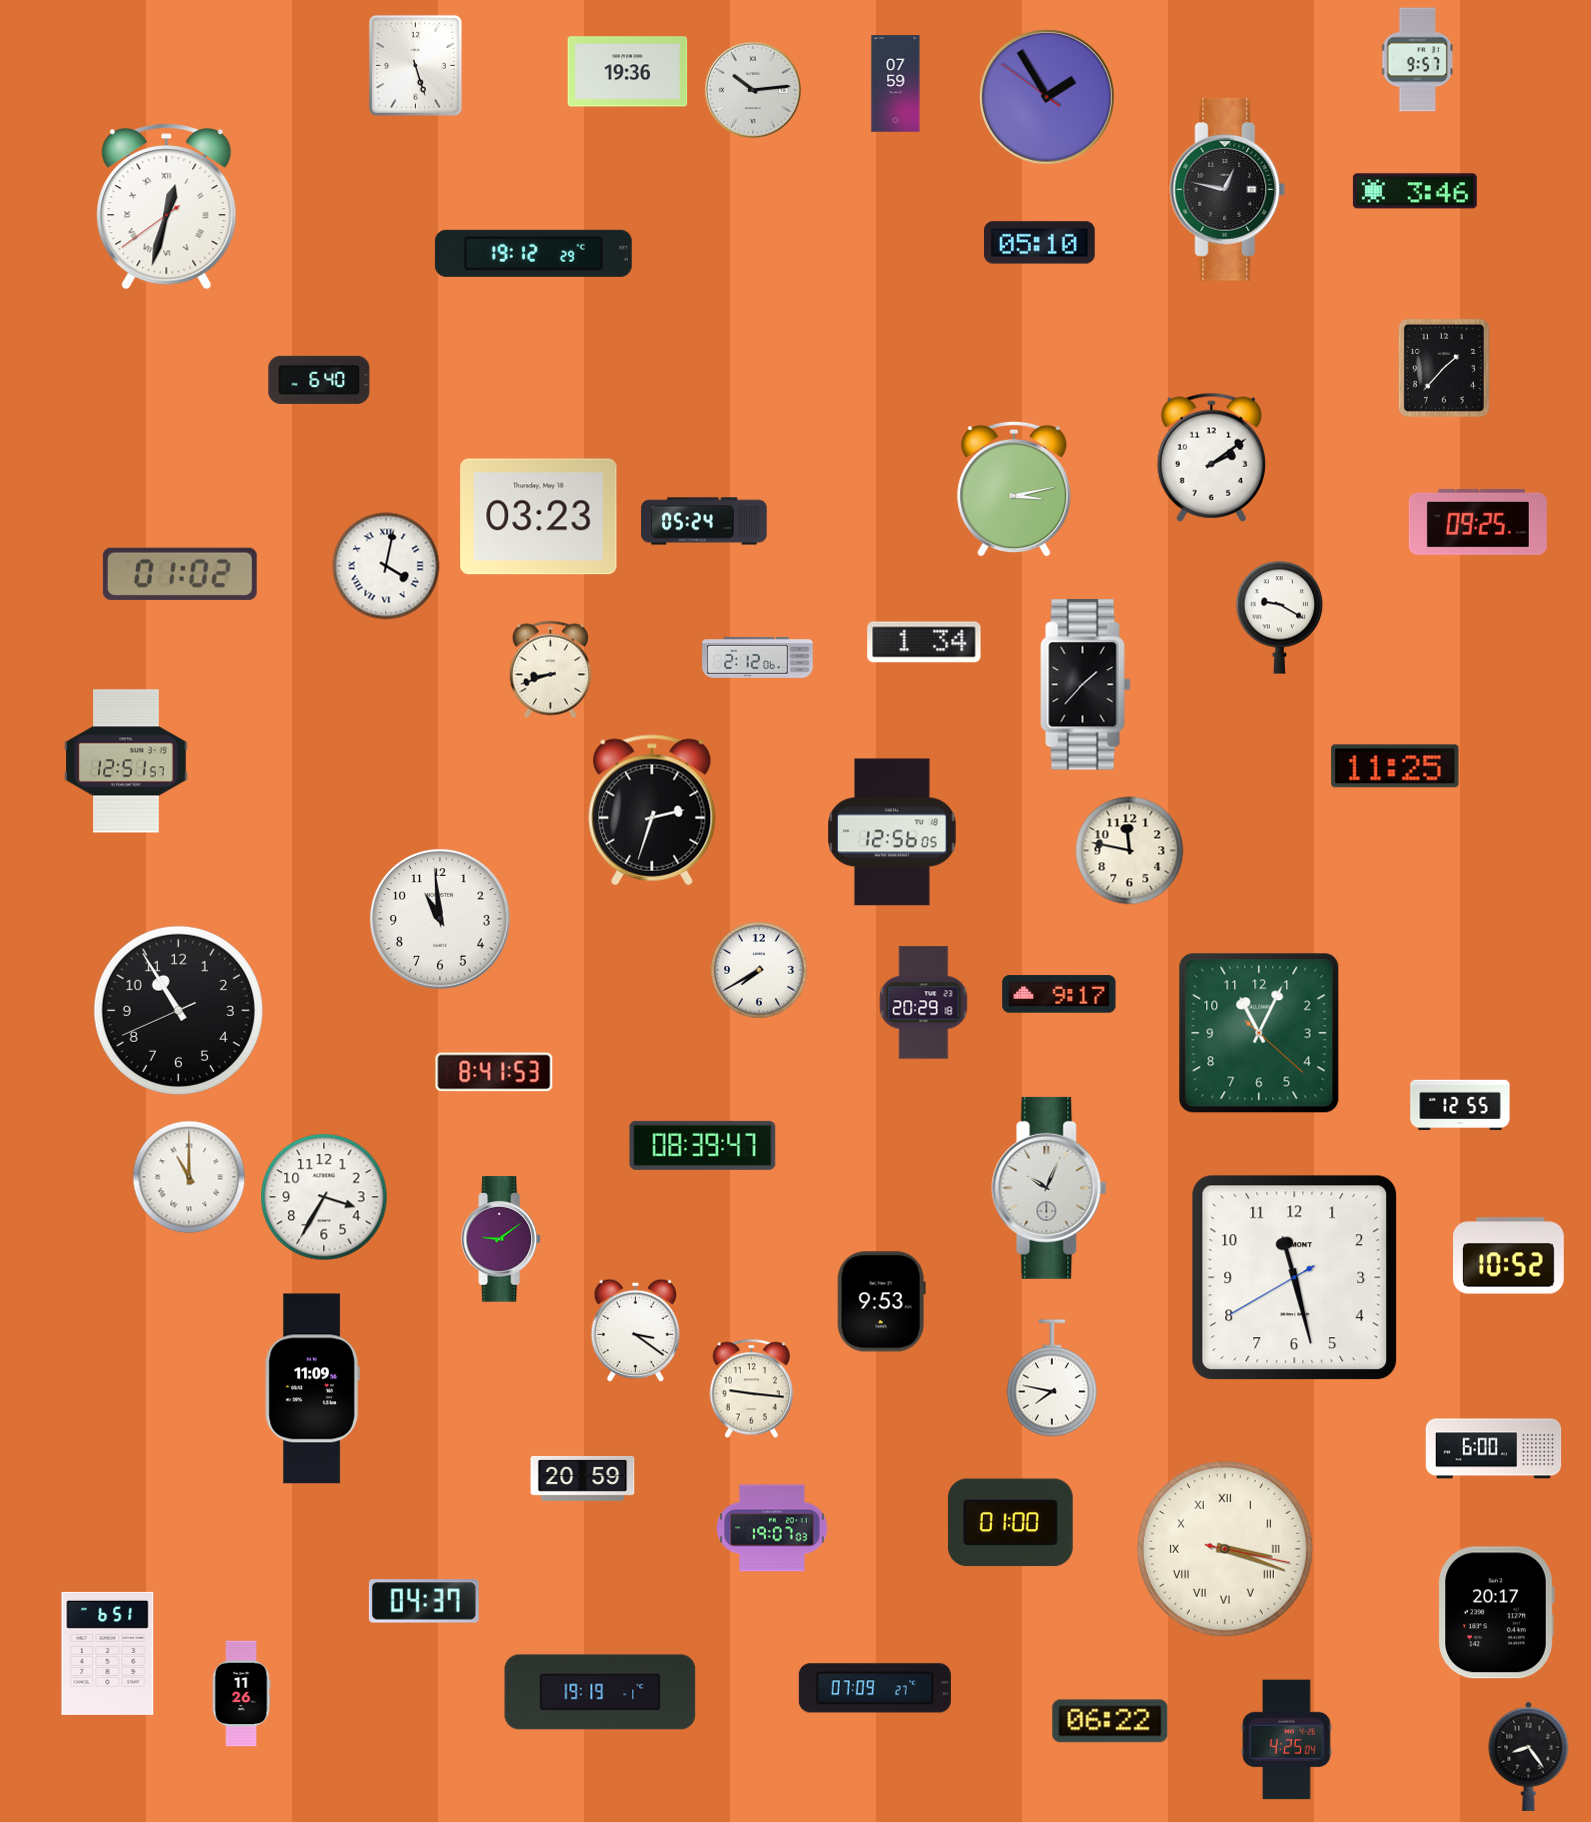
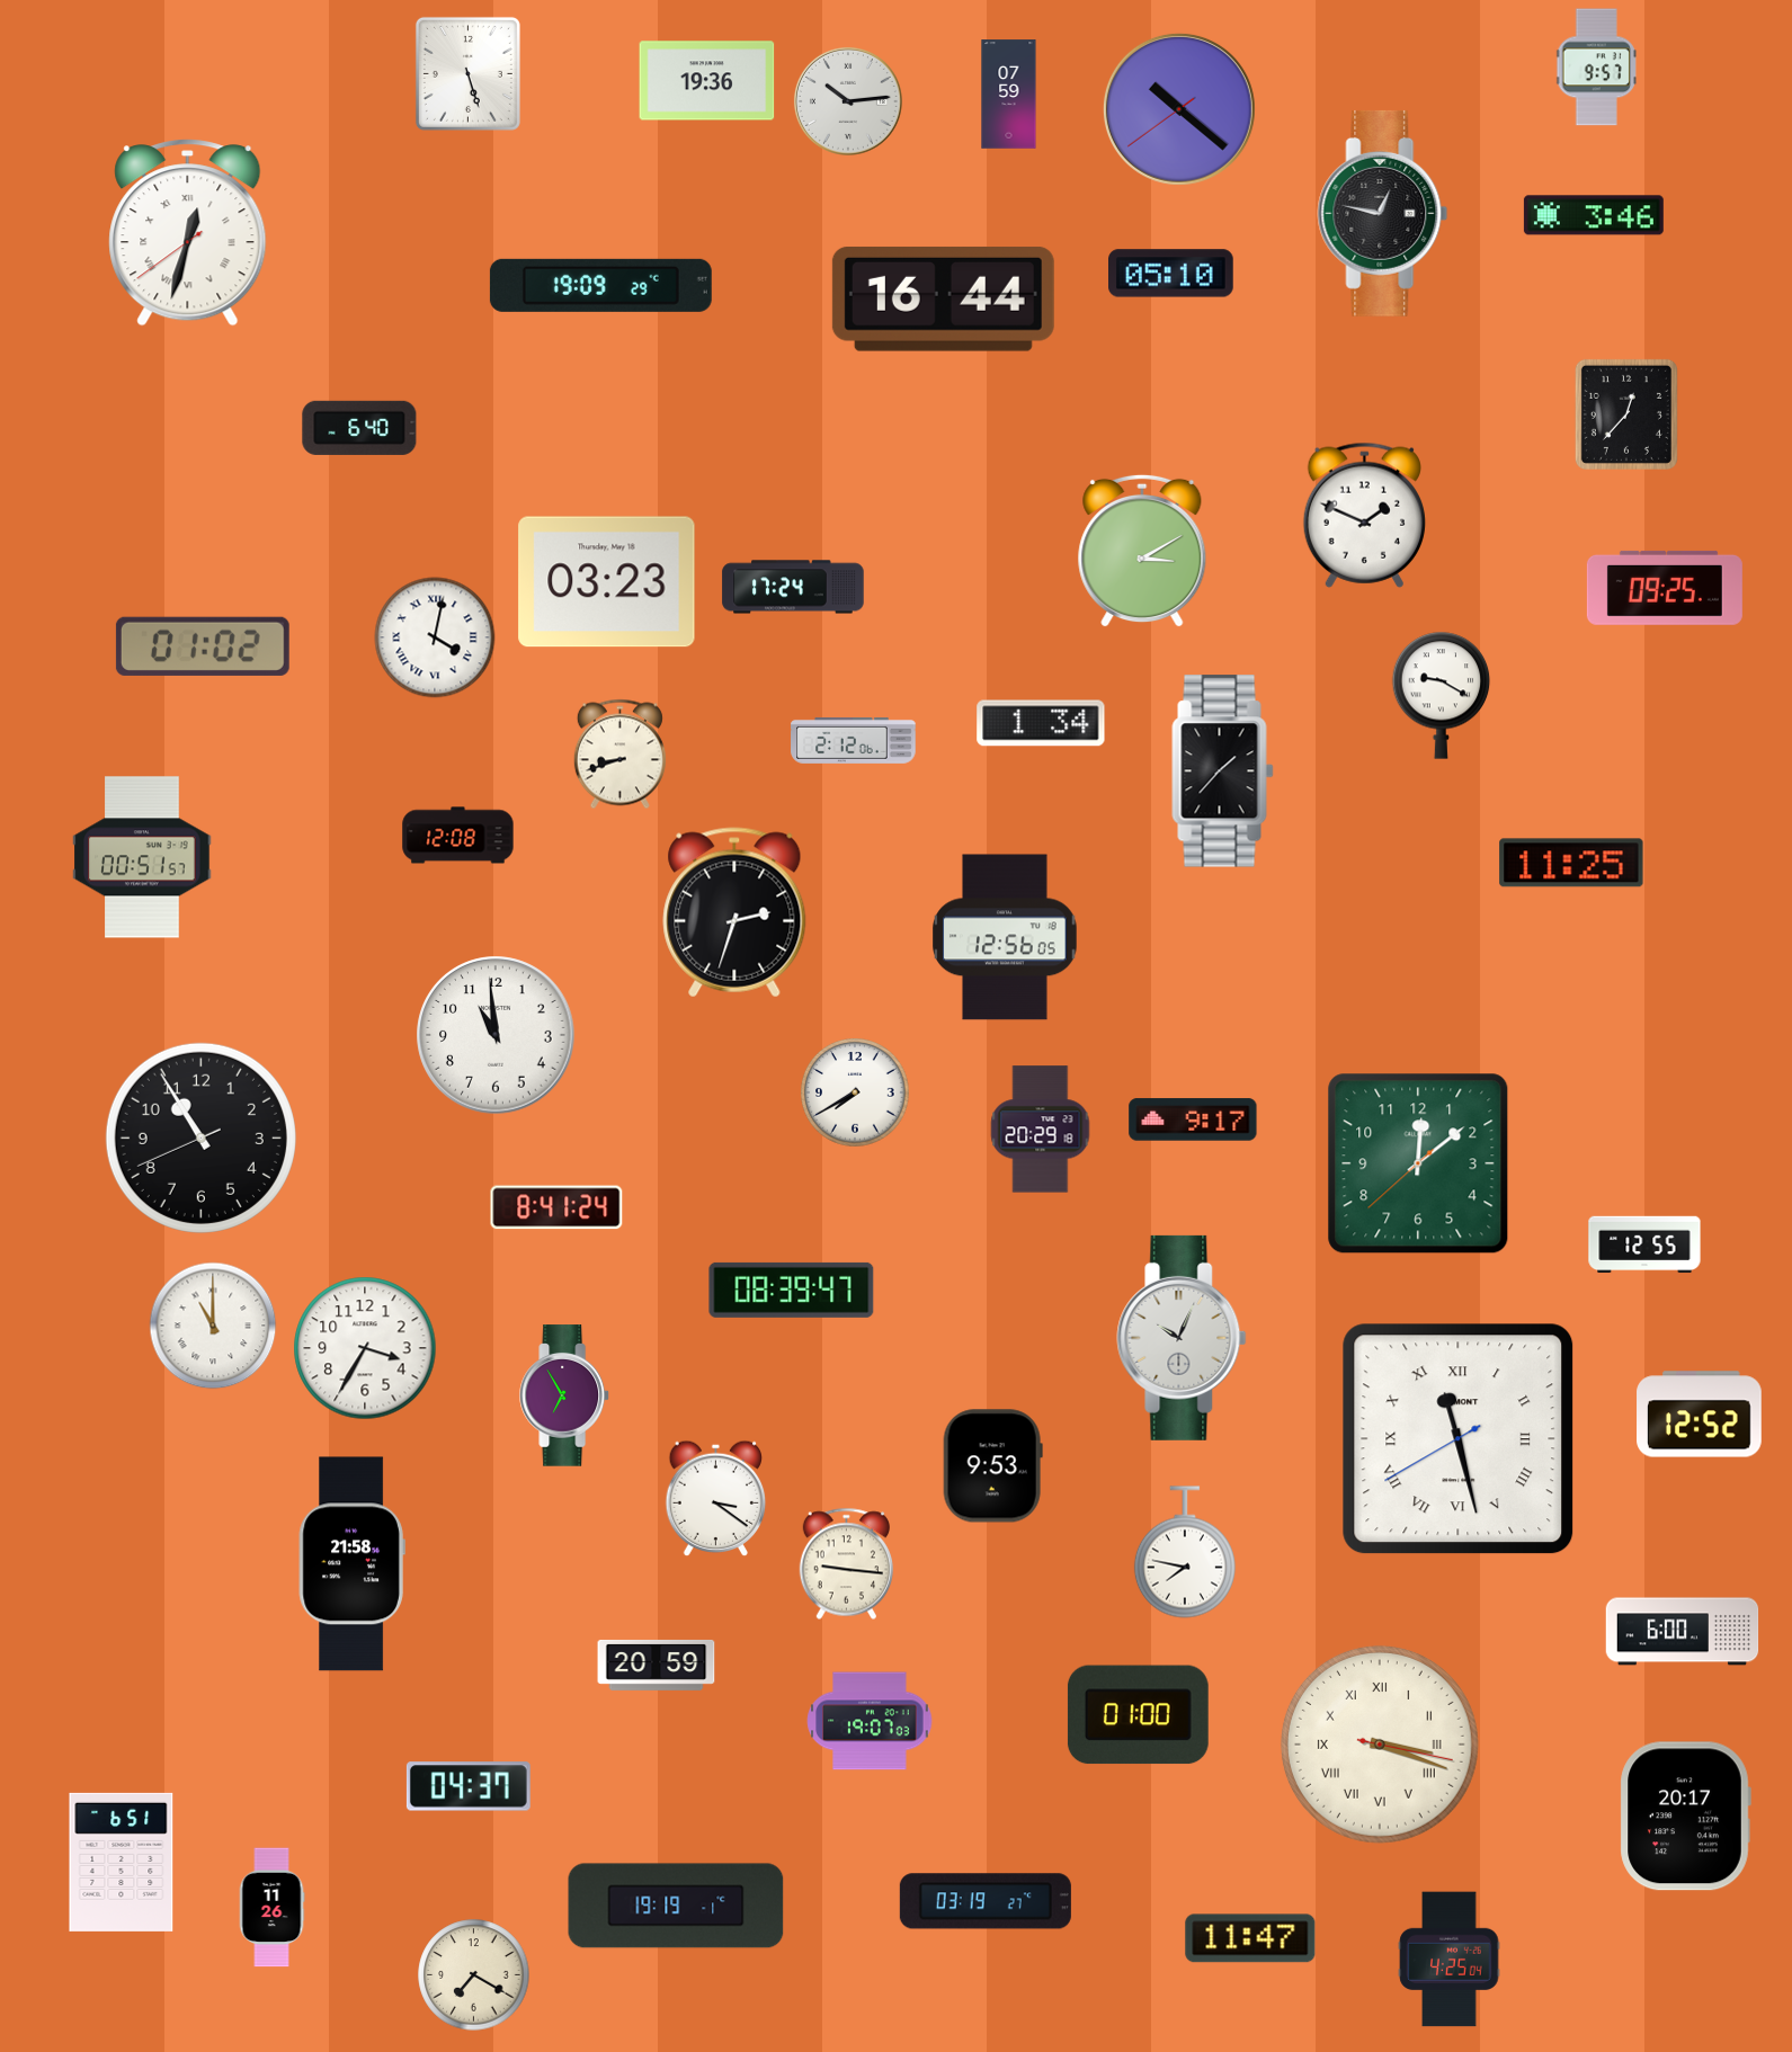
clock at (1047, 97): 1:54 -> 10:21
clock at (533, 253): 19:12 -> 19:09
clock at (943, 298): none -> 16:44
clock at (1444, 368): 1:37 -> 12:37
clock at (1211, 457): 2:09 -> 1:49
clock at (1014, 489): 3:13 -> 3:10
clock at (704, 521): 05:24 -> 17:24
clock at (458, 836): none -> 12:08
clock at (126, 761): 12:51 -> 00:51
clock at (1130, 851): 11:47 -> none
clock at (1259, 1033): 11:04 -> 12:08
clock at (494, 1072): 8:41:53 -> 8:41:24
clock at (502, 1239): 9:09 -> 6:55
clock at (1509, 1256): 10:52 -> 12:52
clock at (1295, 1278) numerals: Arabic -> Roman
clock at (312, 1389): 11:09 -> 21:58
clock at (424, 1601) position: (424, 1601) -> (469, 1786)
clock at (875, 1688): 07:09 -> 03:19
clock at (1110, 1721): 06:22 -> 11:47
clock at (474, 1975): none -> 7:20
clock at (1529, 1756): 8:24 -> none
